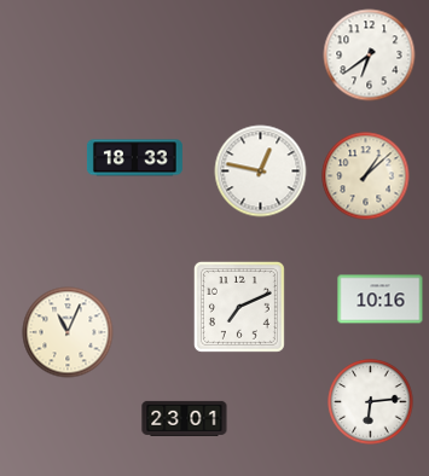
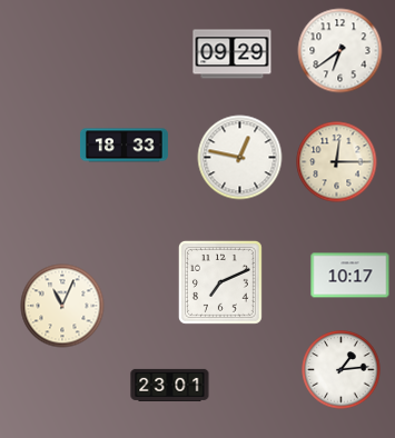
clock at (233, 54): none -> 09:29
clock at (366, 176): 1:08 -> 12:15
clock at (381, 300): 10:16 -> 10:17
clock at (371, 402): 6:14 -> 1:14
